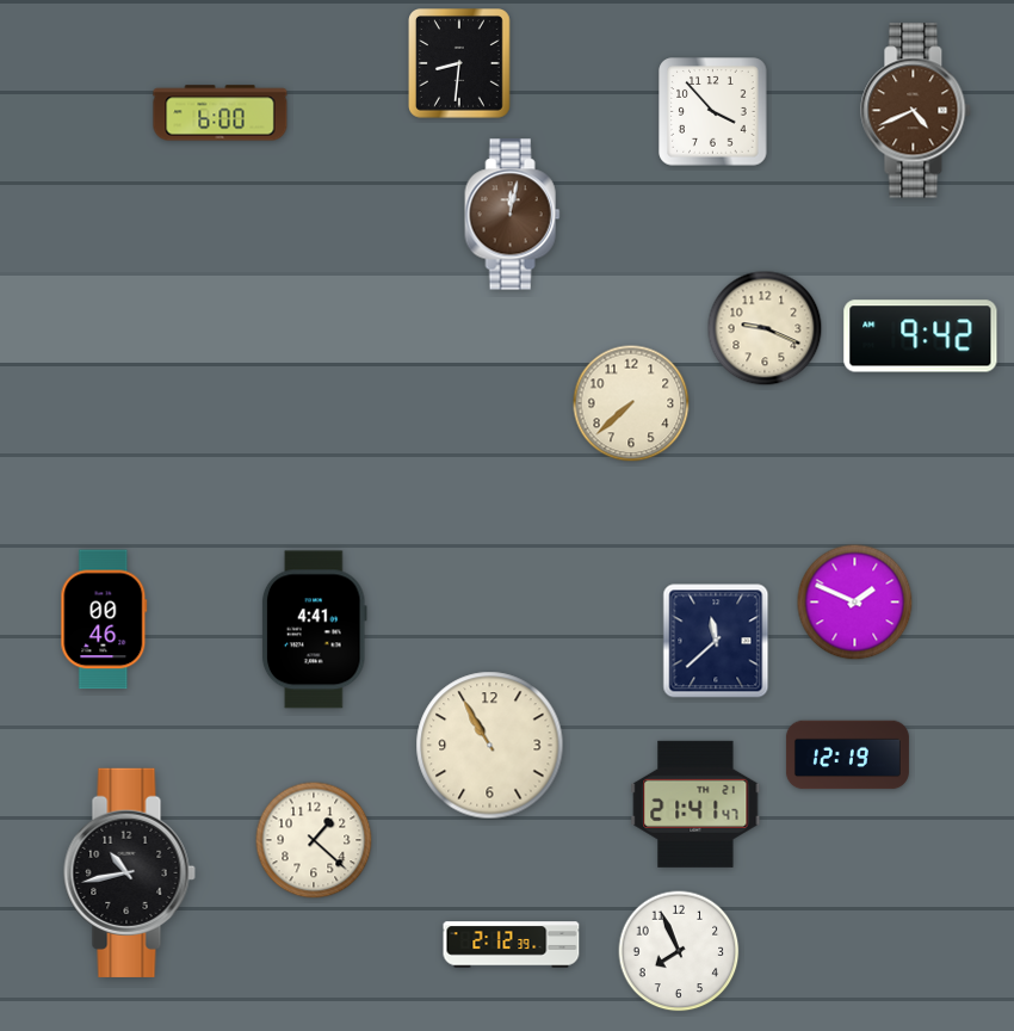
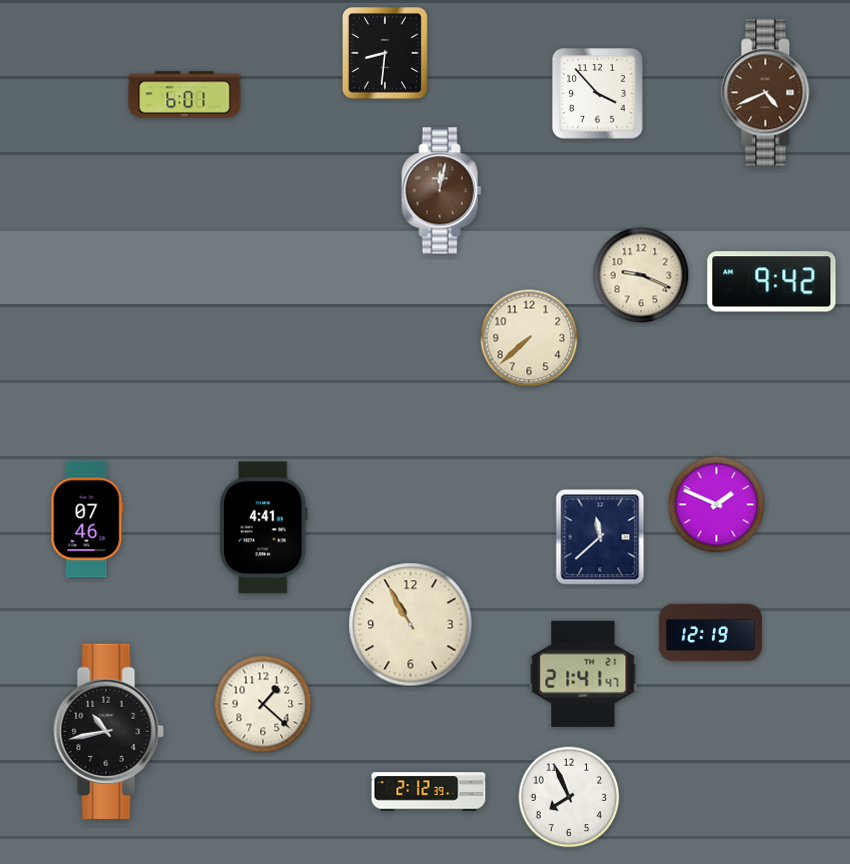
clock at (221, 113): 6:00 -> 6:01
clock at (513, 215) position: (513, 215) -> (442, 191)
clock at (104, 619): 00:46 -> 07:46
